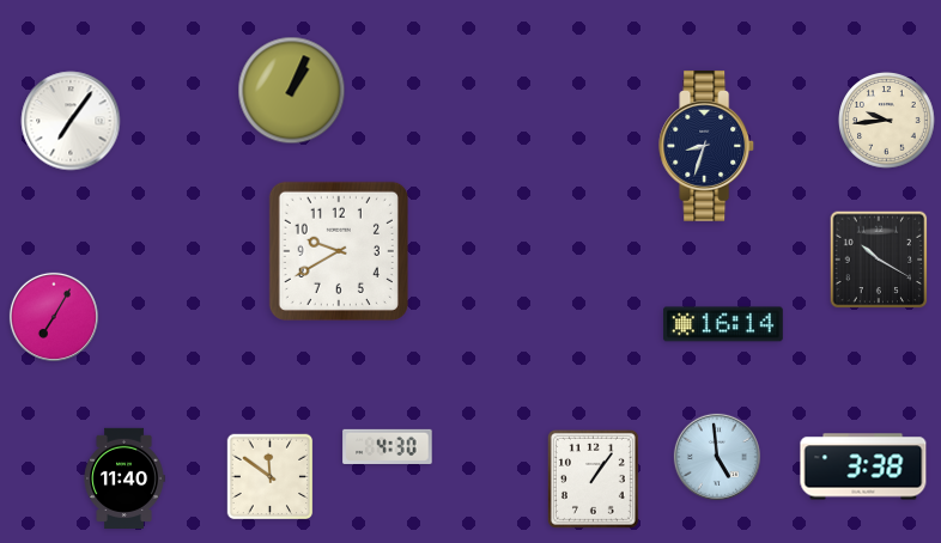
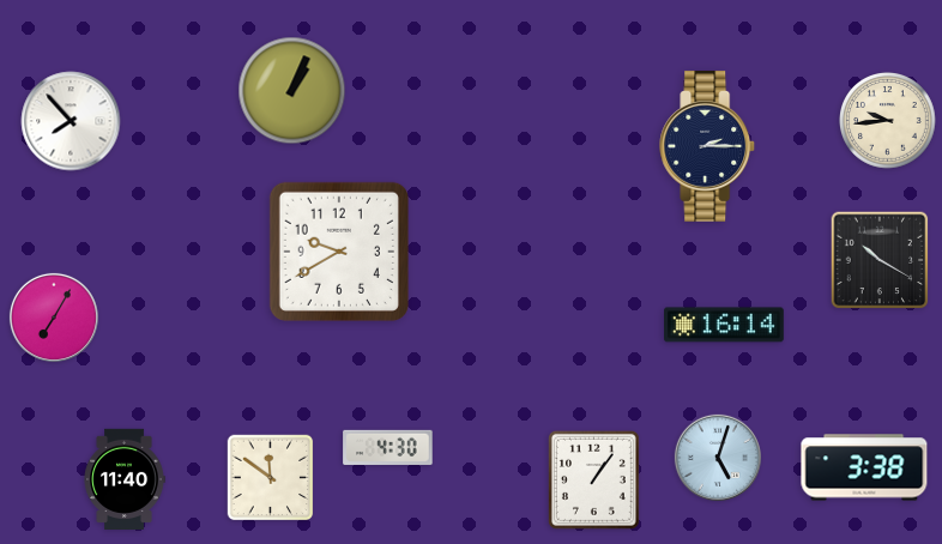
clock at (71, 121): 7:06 -> 7:53
clock at (708, 146): 8:33 -> 2:15
clock at (717, 457): 4:59 -> 5:03
